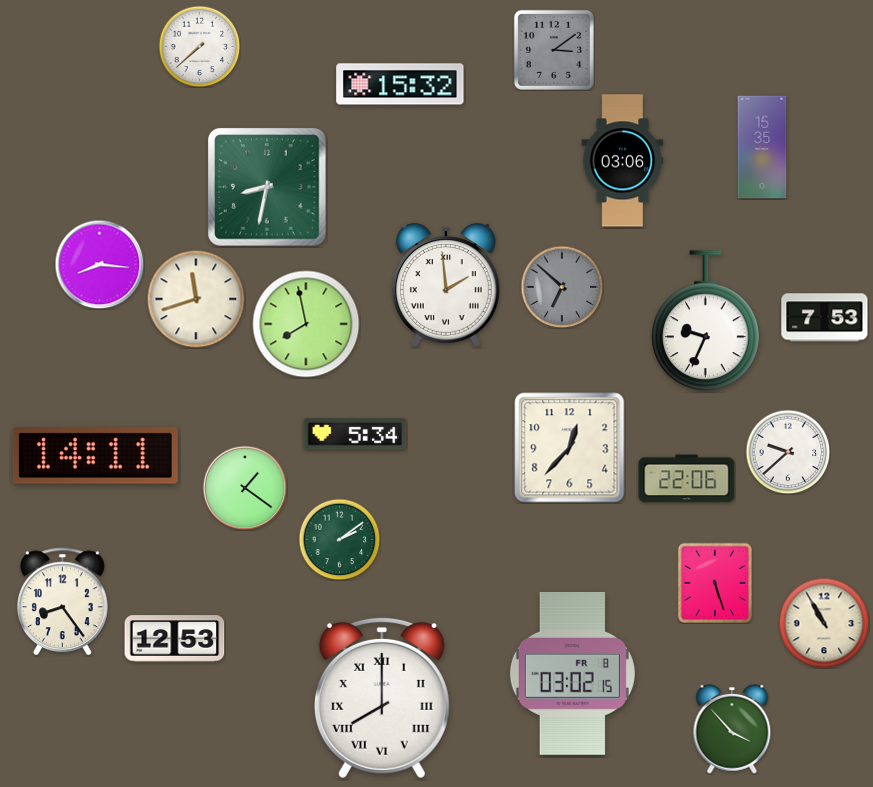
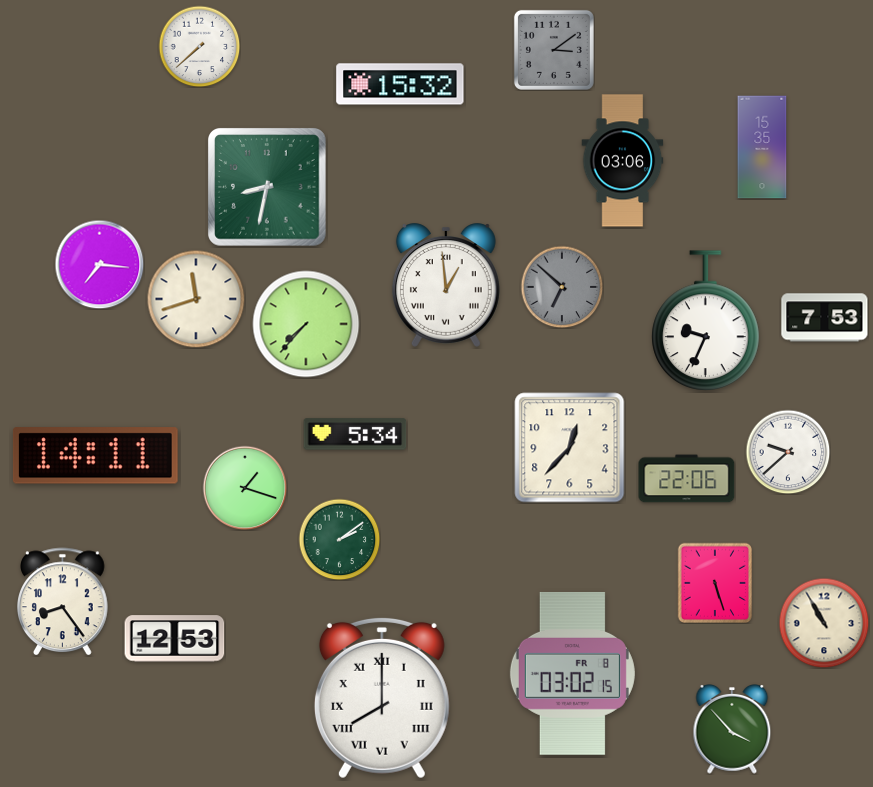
clock at (99, 264): 8:16 -> 7:16
clock at (446, 285): 1:59 -> 12:59
clock at (306, 324): 7:58 -> 7:37
clock at (245, 488): 1:21 -> 1:18
